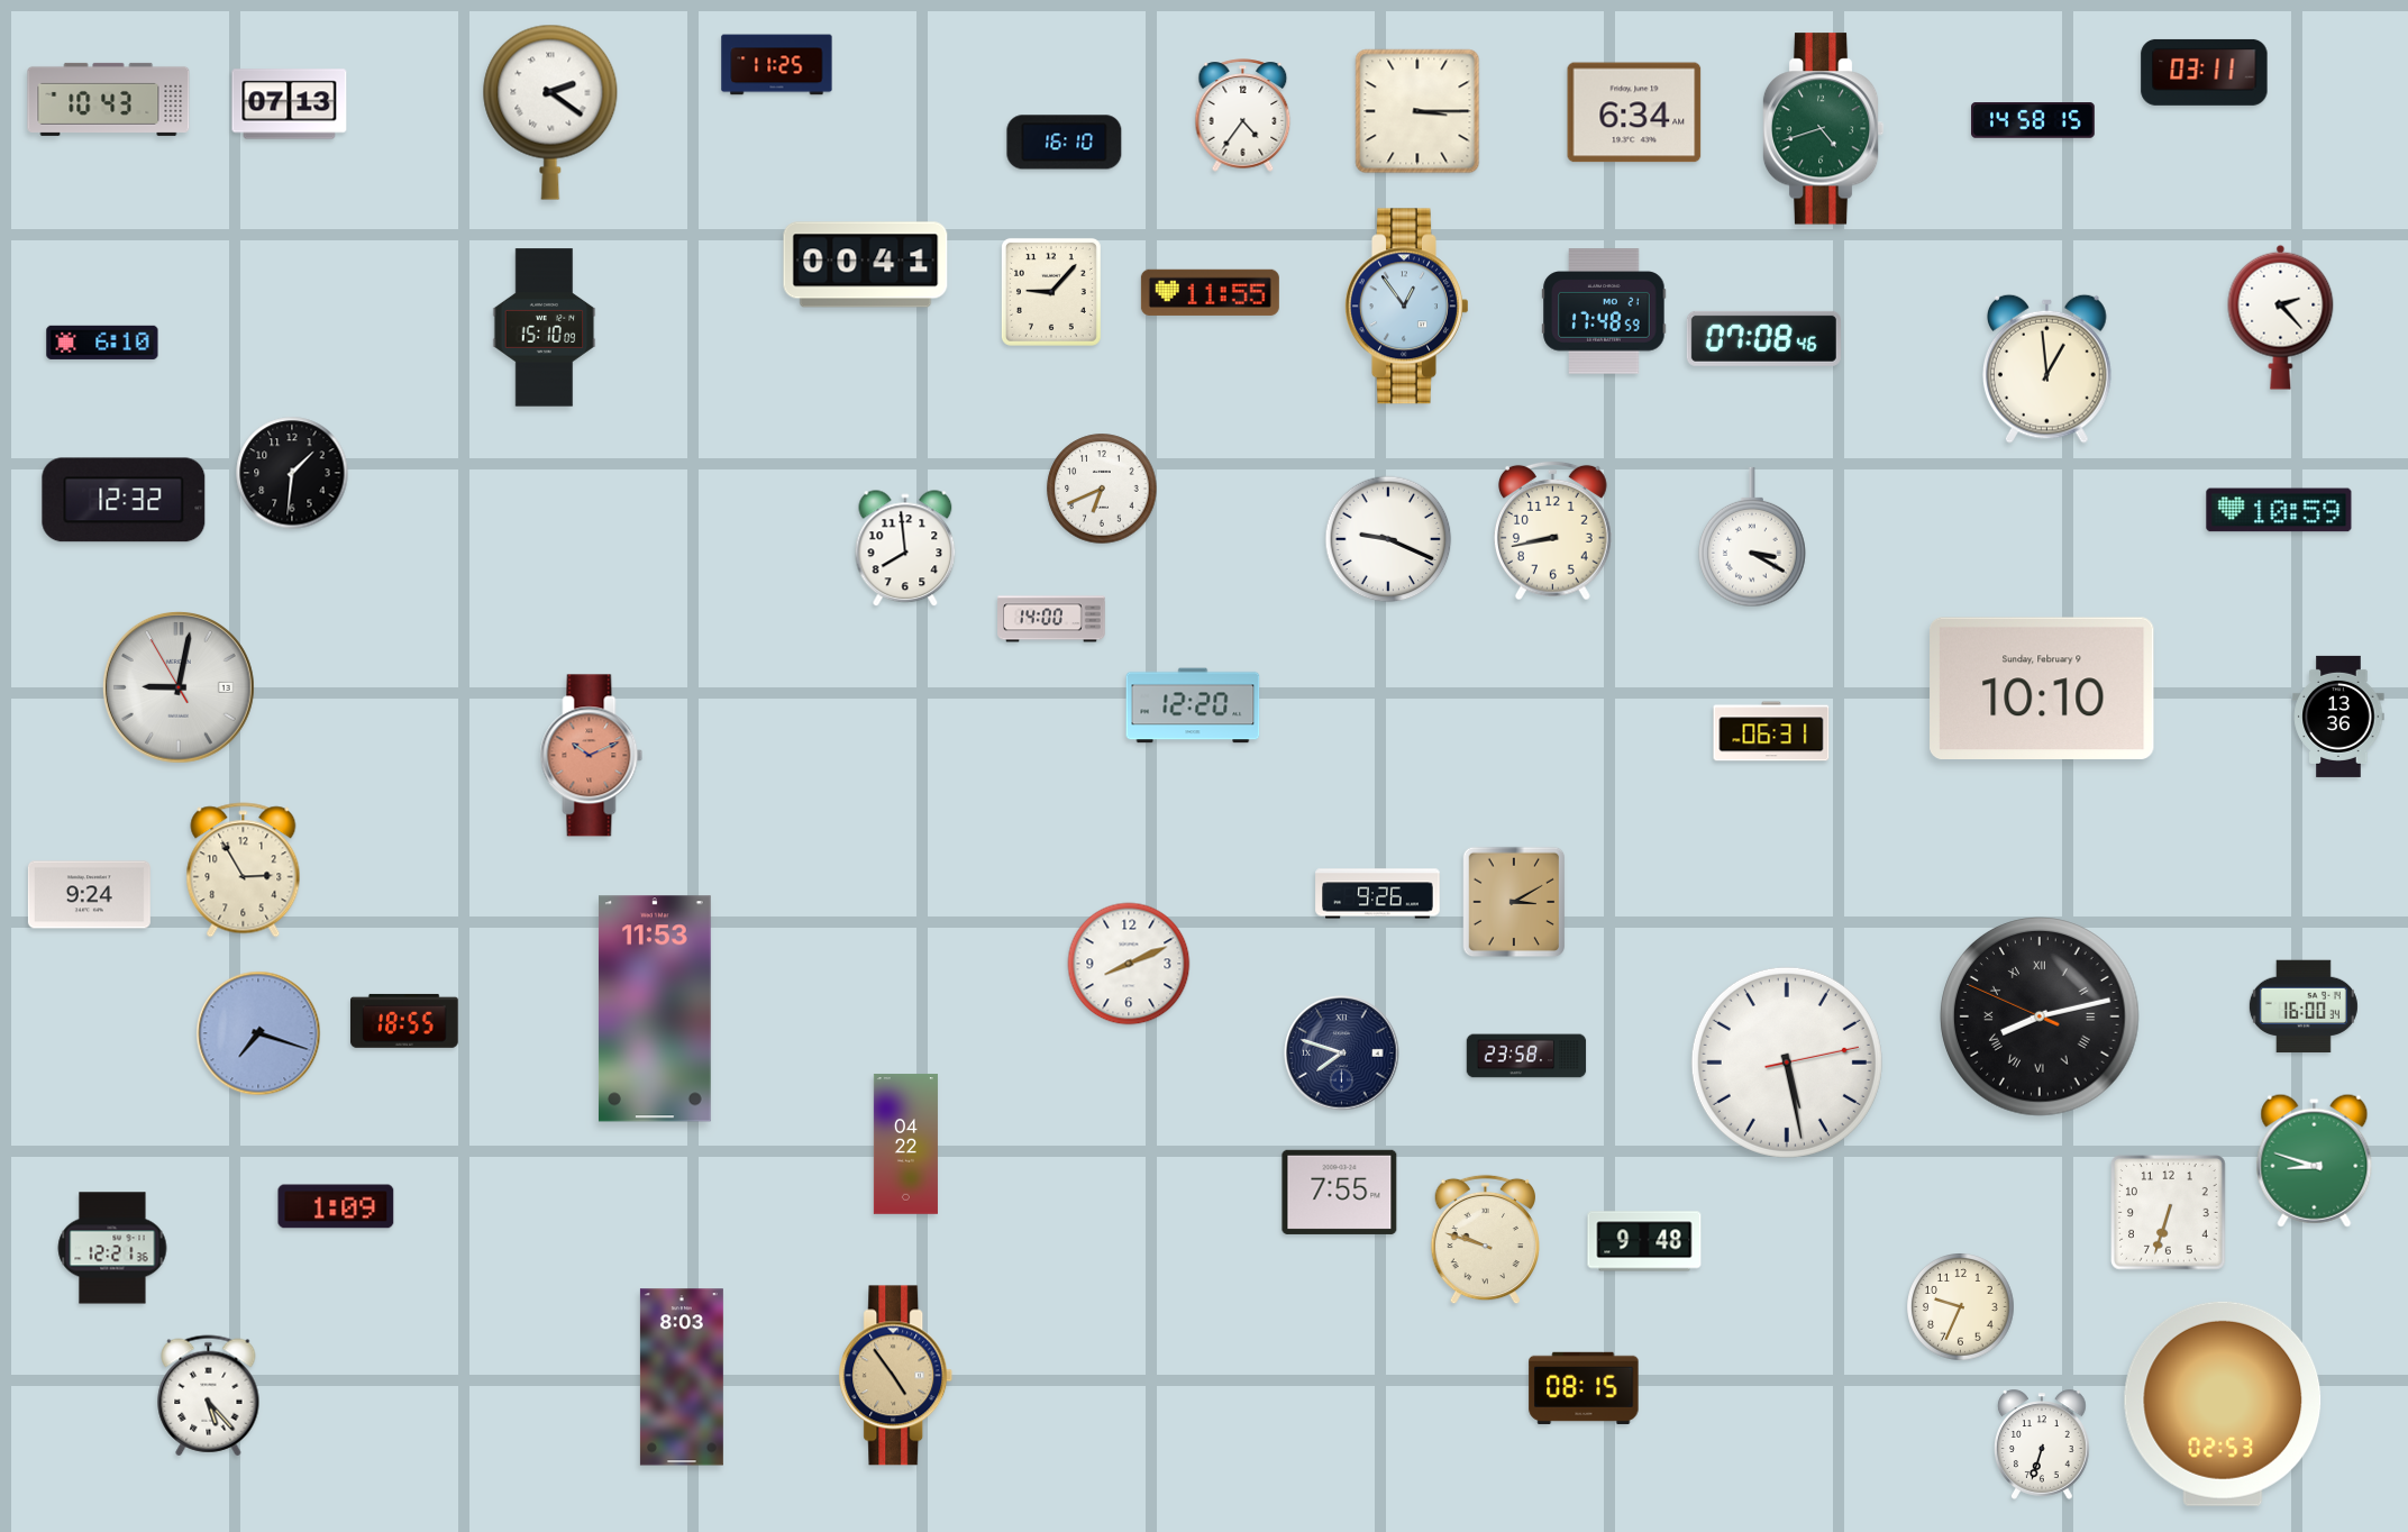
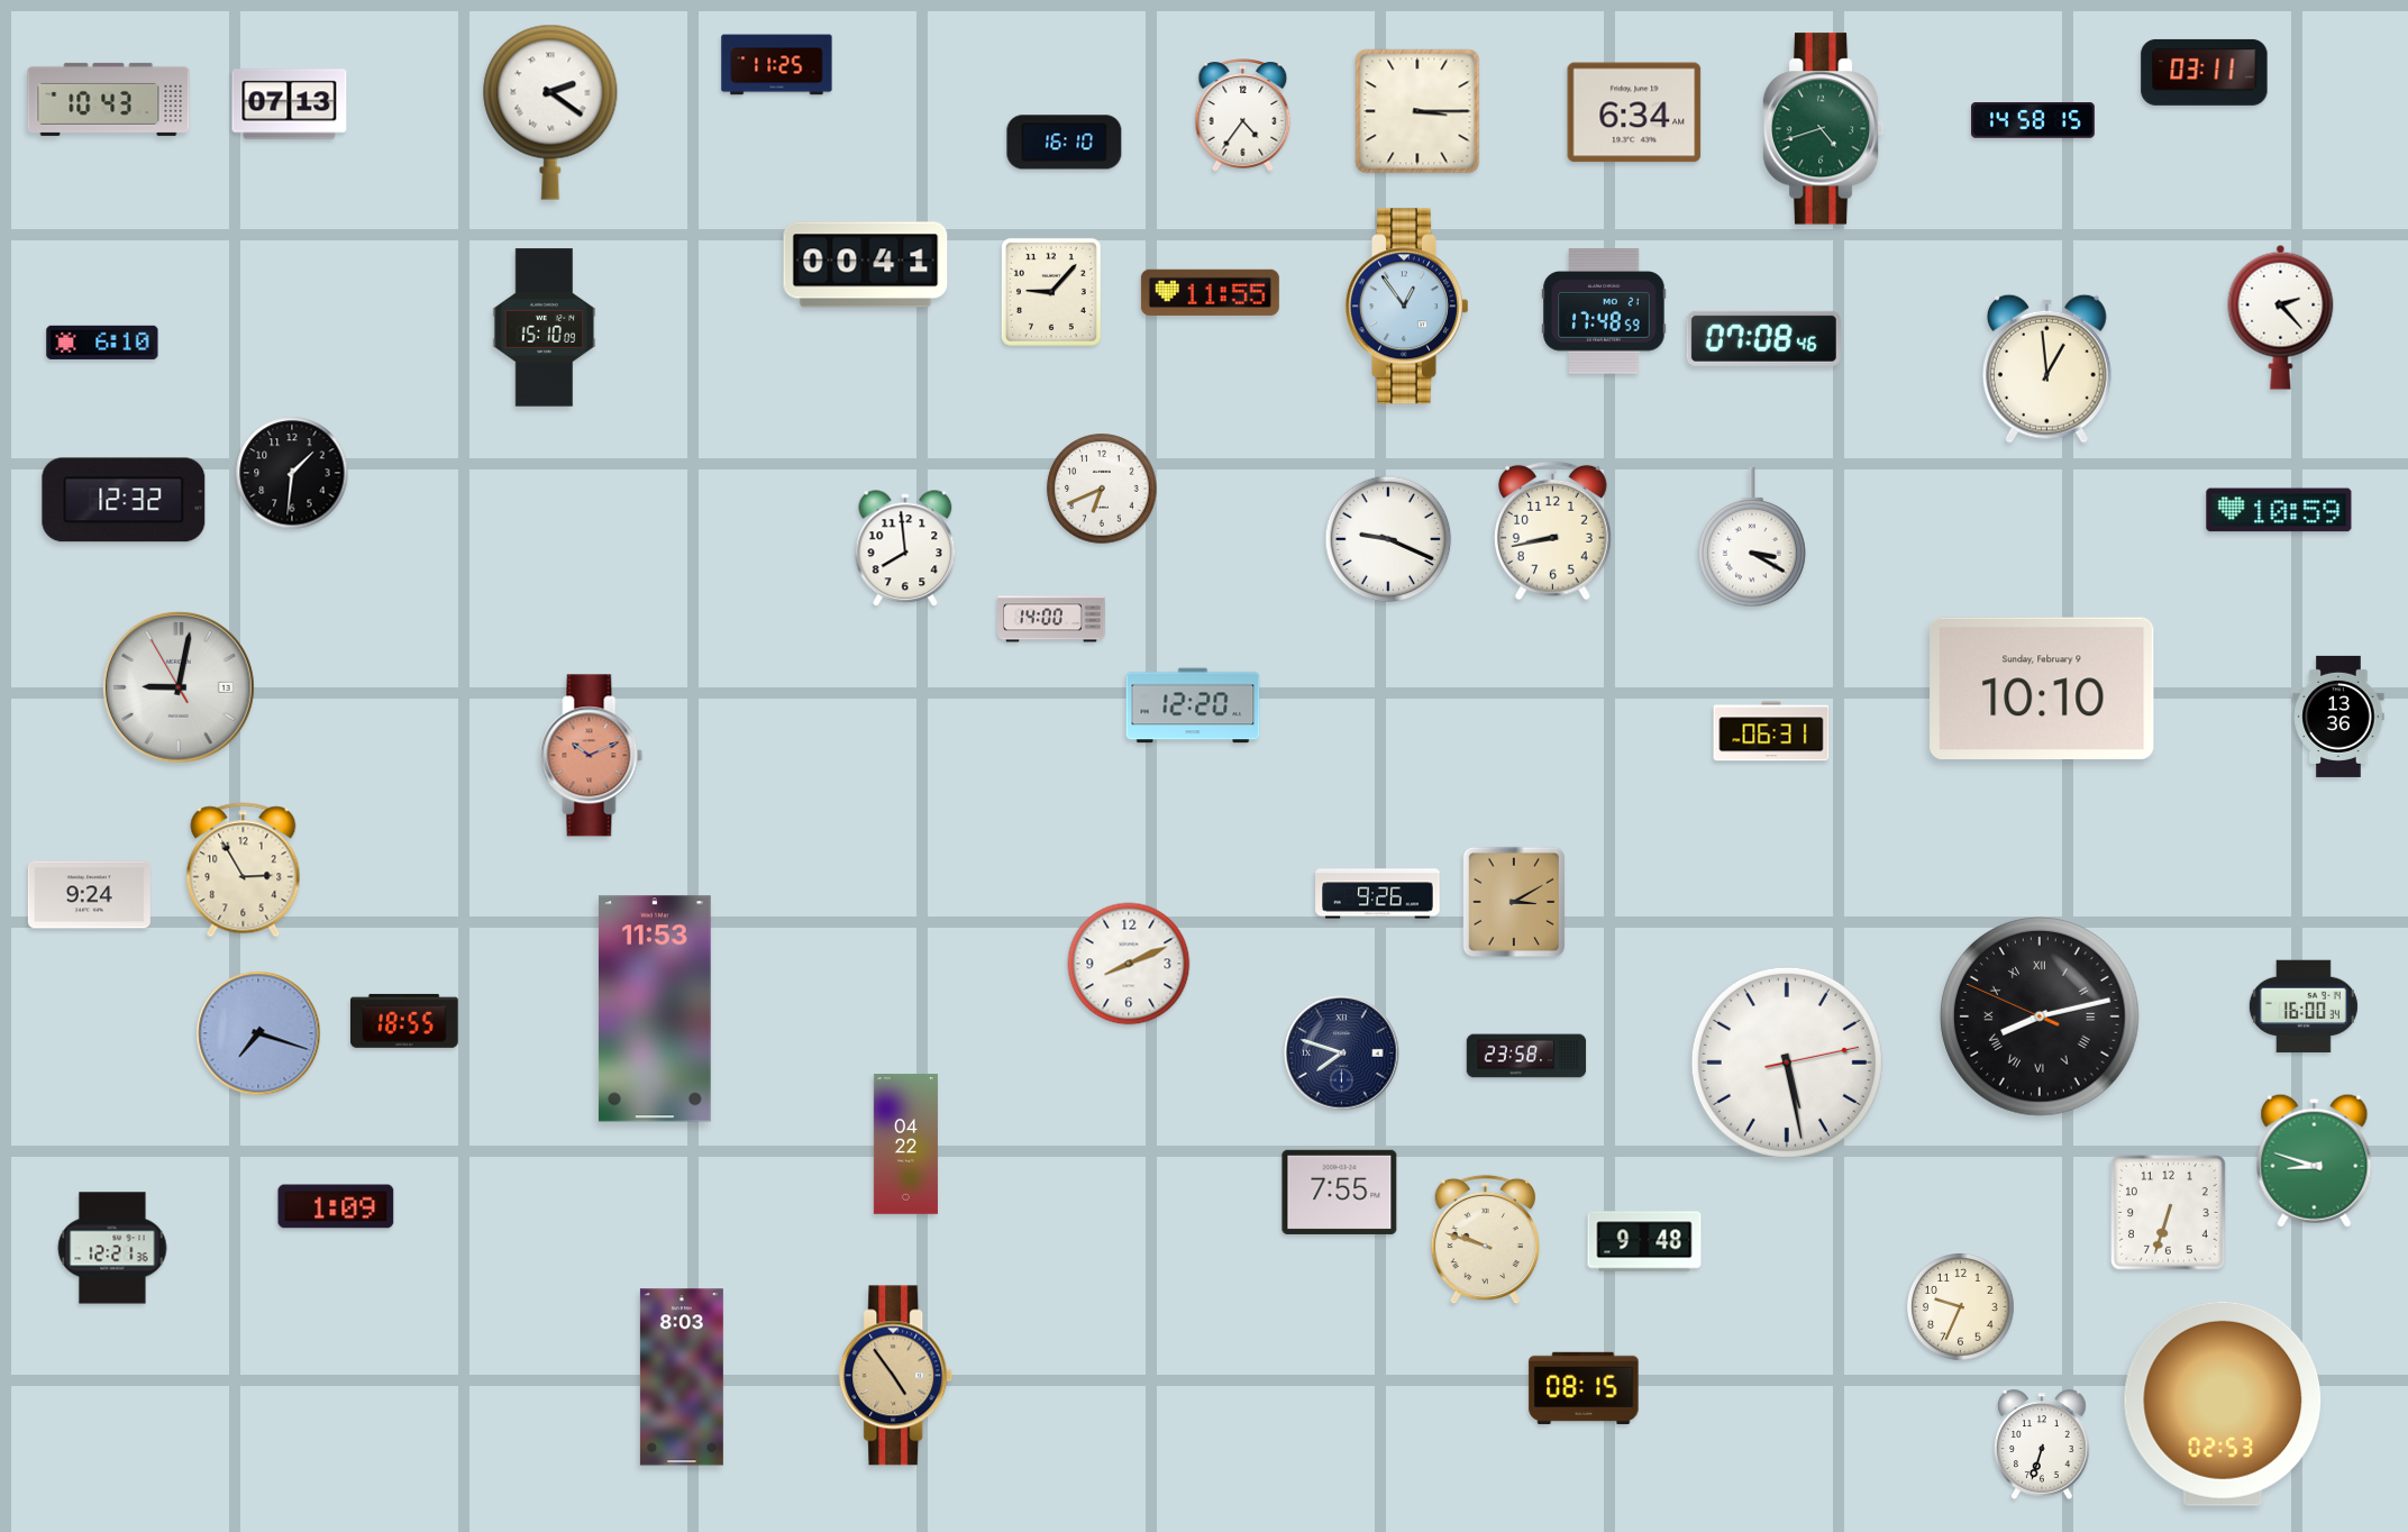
clock at (209, 1396): 5:23 -> none
